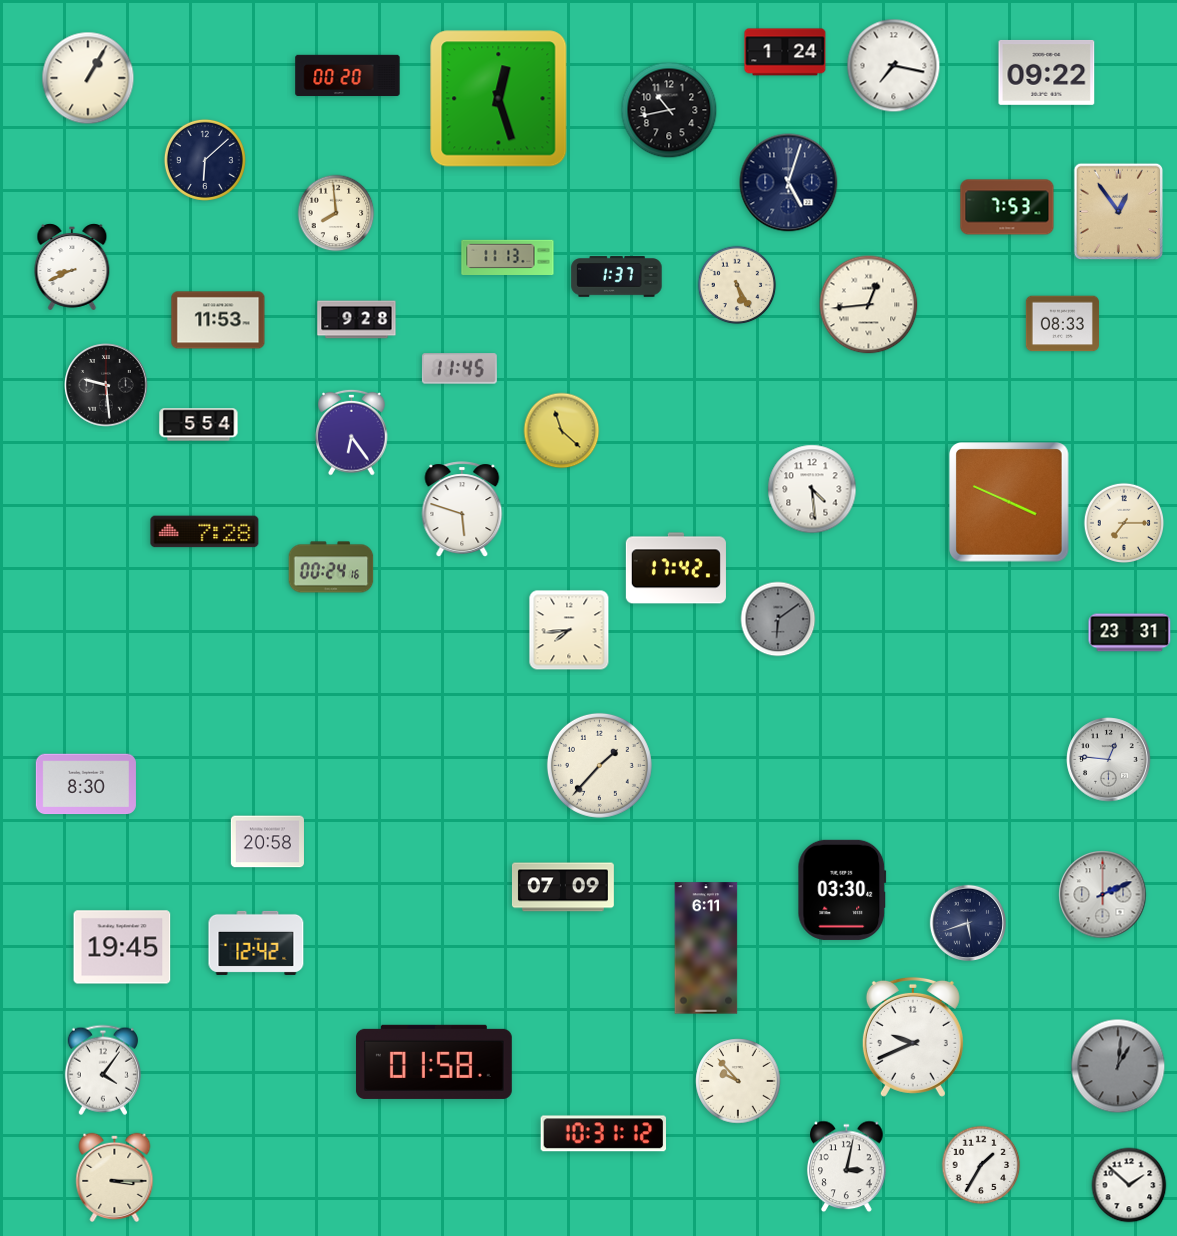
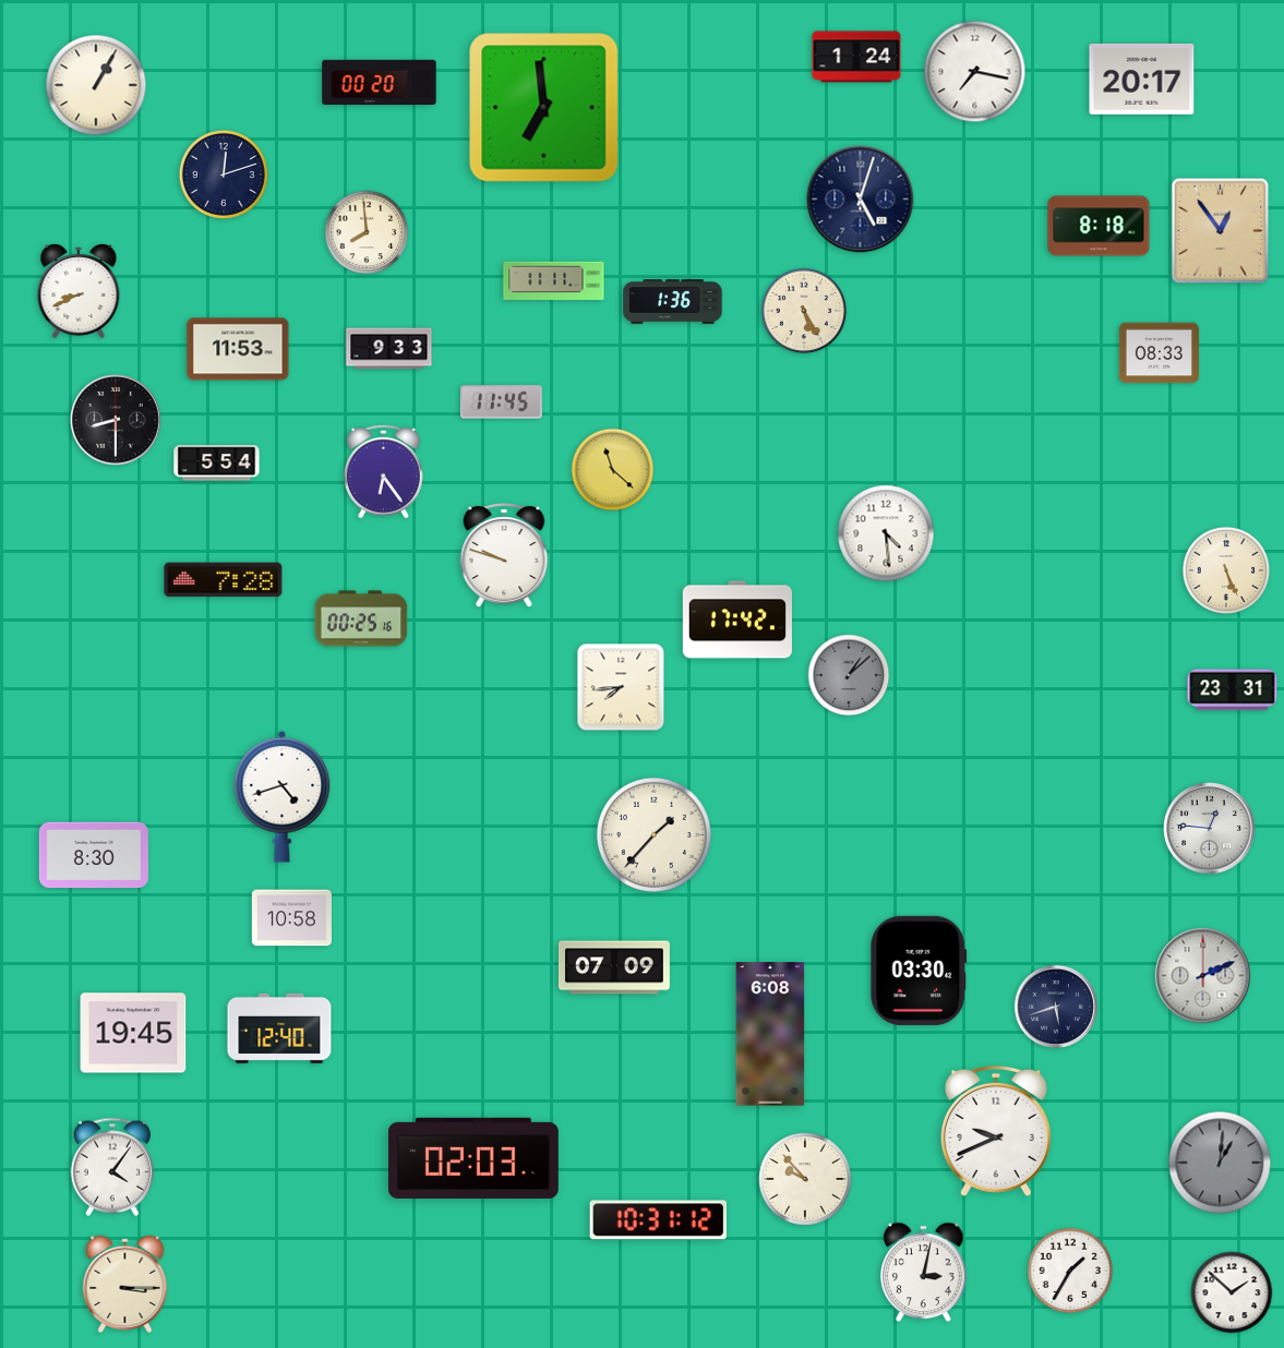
clock at (1047, 72): 09:22 -> 20:17
clock at (499, 99): 12:27 -> 6:59
clock at (669, 110): 10:43 -> none
clock at (205, 160): 6:08 -> 12:12
clock at (1007, 207): 7:53 -> 8:18
clock at (508, 257): 11:13 -> 11:11
clock at (617, 277): 1:37 -> 1:36
clock at (869, 305): 12:44 -> none
clock at (357, 320): 9:28 -> 9:33
clock at (106, 385): 9:29 -> 8:30
clock at (1010, 503): 3:49 -> none
clock at (462, 509): 5:48 -> 9:48
clock at (1123, 522): 7:15 -> 5:26
clock at (331, 567): 00:24 -> 00:25
clock at (778, 619): 6:09 -> 1:08
clock at (283, 796): none -> 4:42
clock at (267, 842): 20:58 -> 10:58
clock at (256, 943): 12:42 -> 12:40
clock at (706, 948): 6:11 -> 6:08
clock at (434, 1062): 01:58 -> 02:03
clock at (604, 1134) position: (604, 1134) -> (659, 1220)
